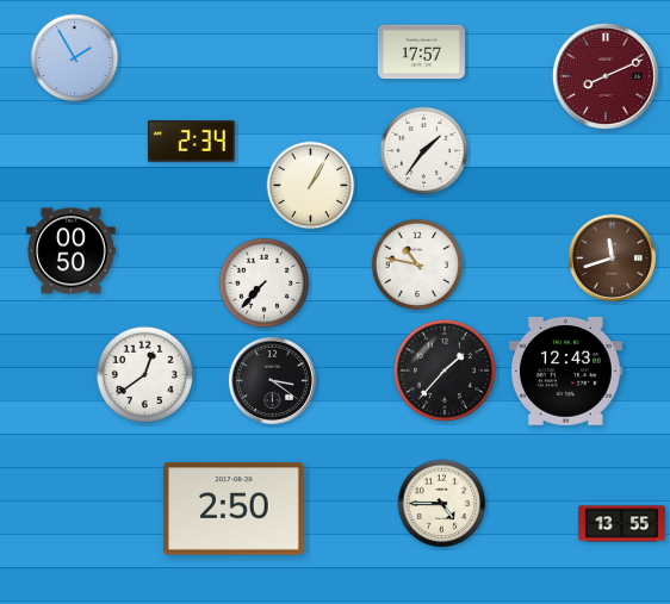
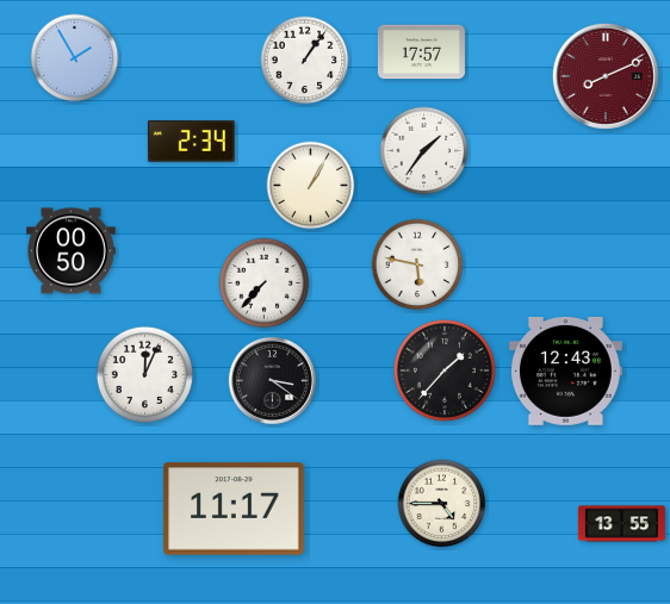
clock at (305, 61): none -> 1:06
clock at (612, 257): 11:42 -> none
clock at (417, 264): 10:47 -> 5:47
clock at (145, 375): 12:39 -> 12:04
clock at (234, 509): 2:50 -> 11:17
